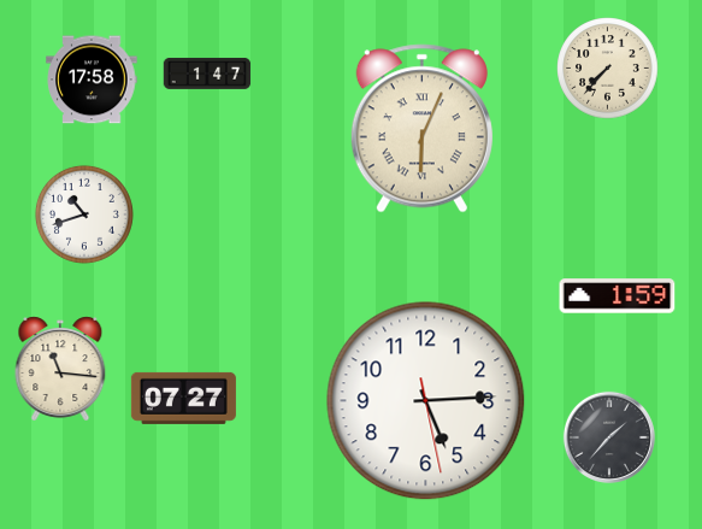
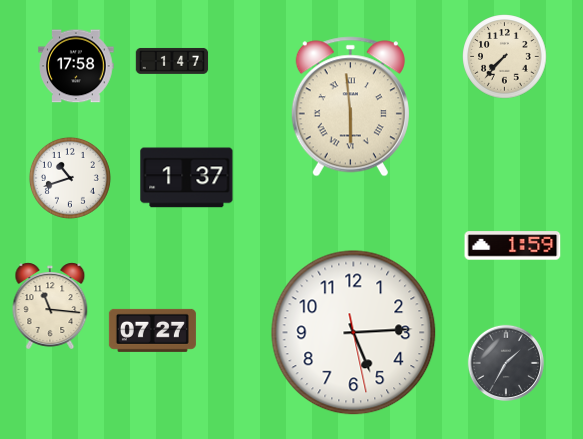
clock at (421, 129): 6:04 -> 5:59
clock at (187, 178): none -> 1:37
clock at (609, 437): 1:37 -> 1:35
